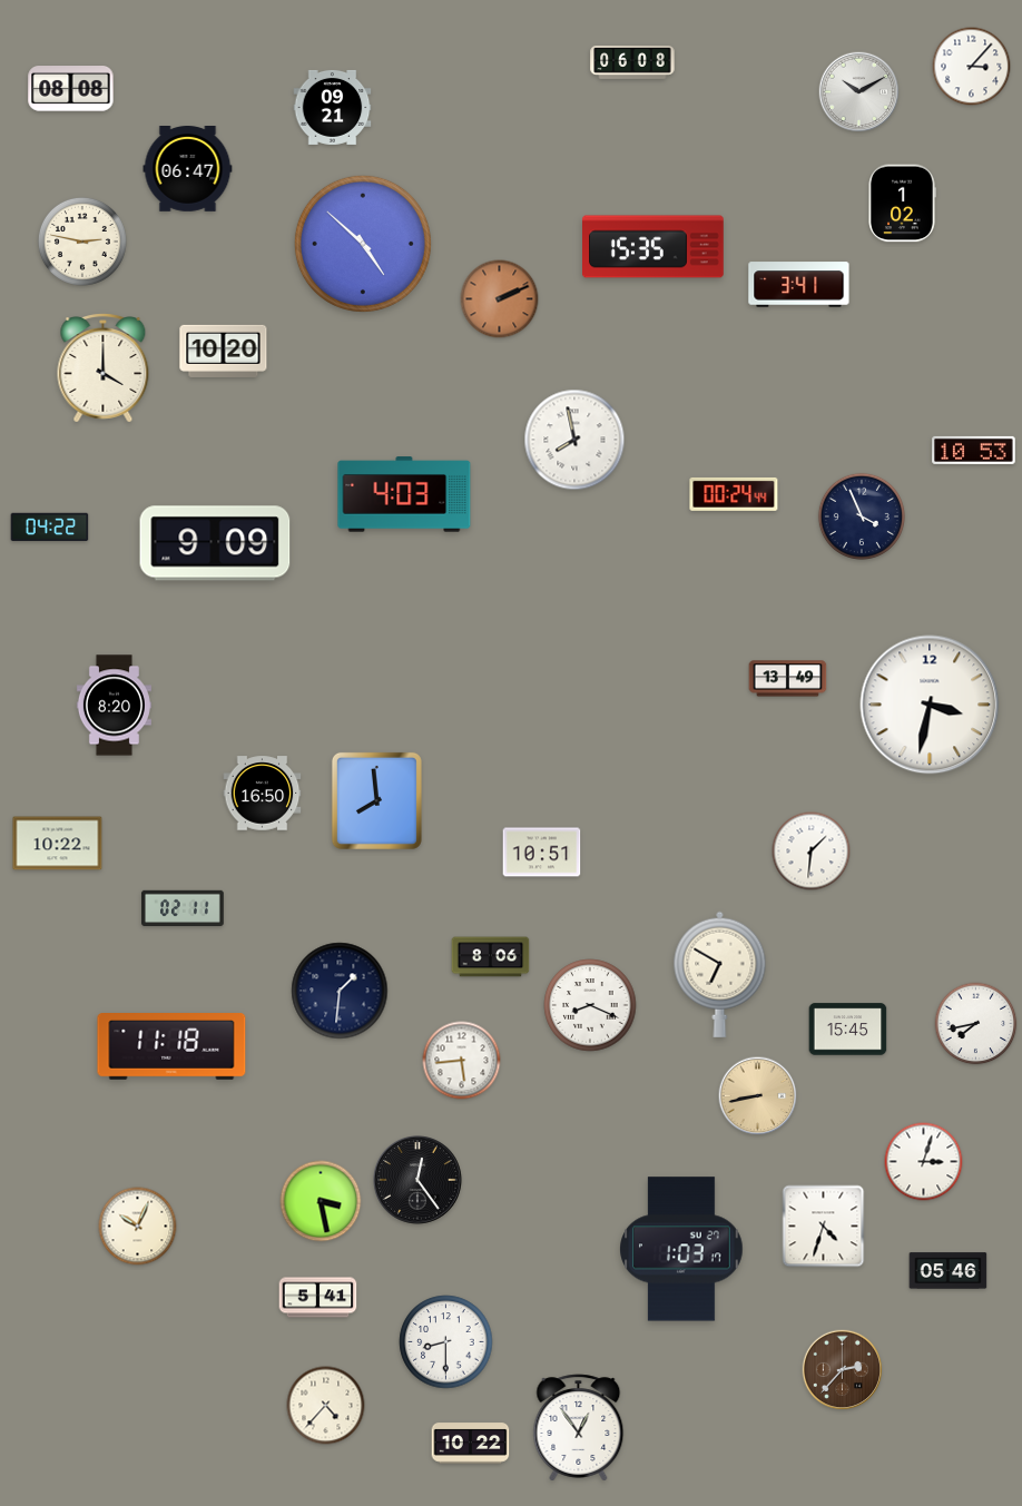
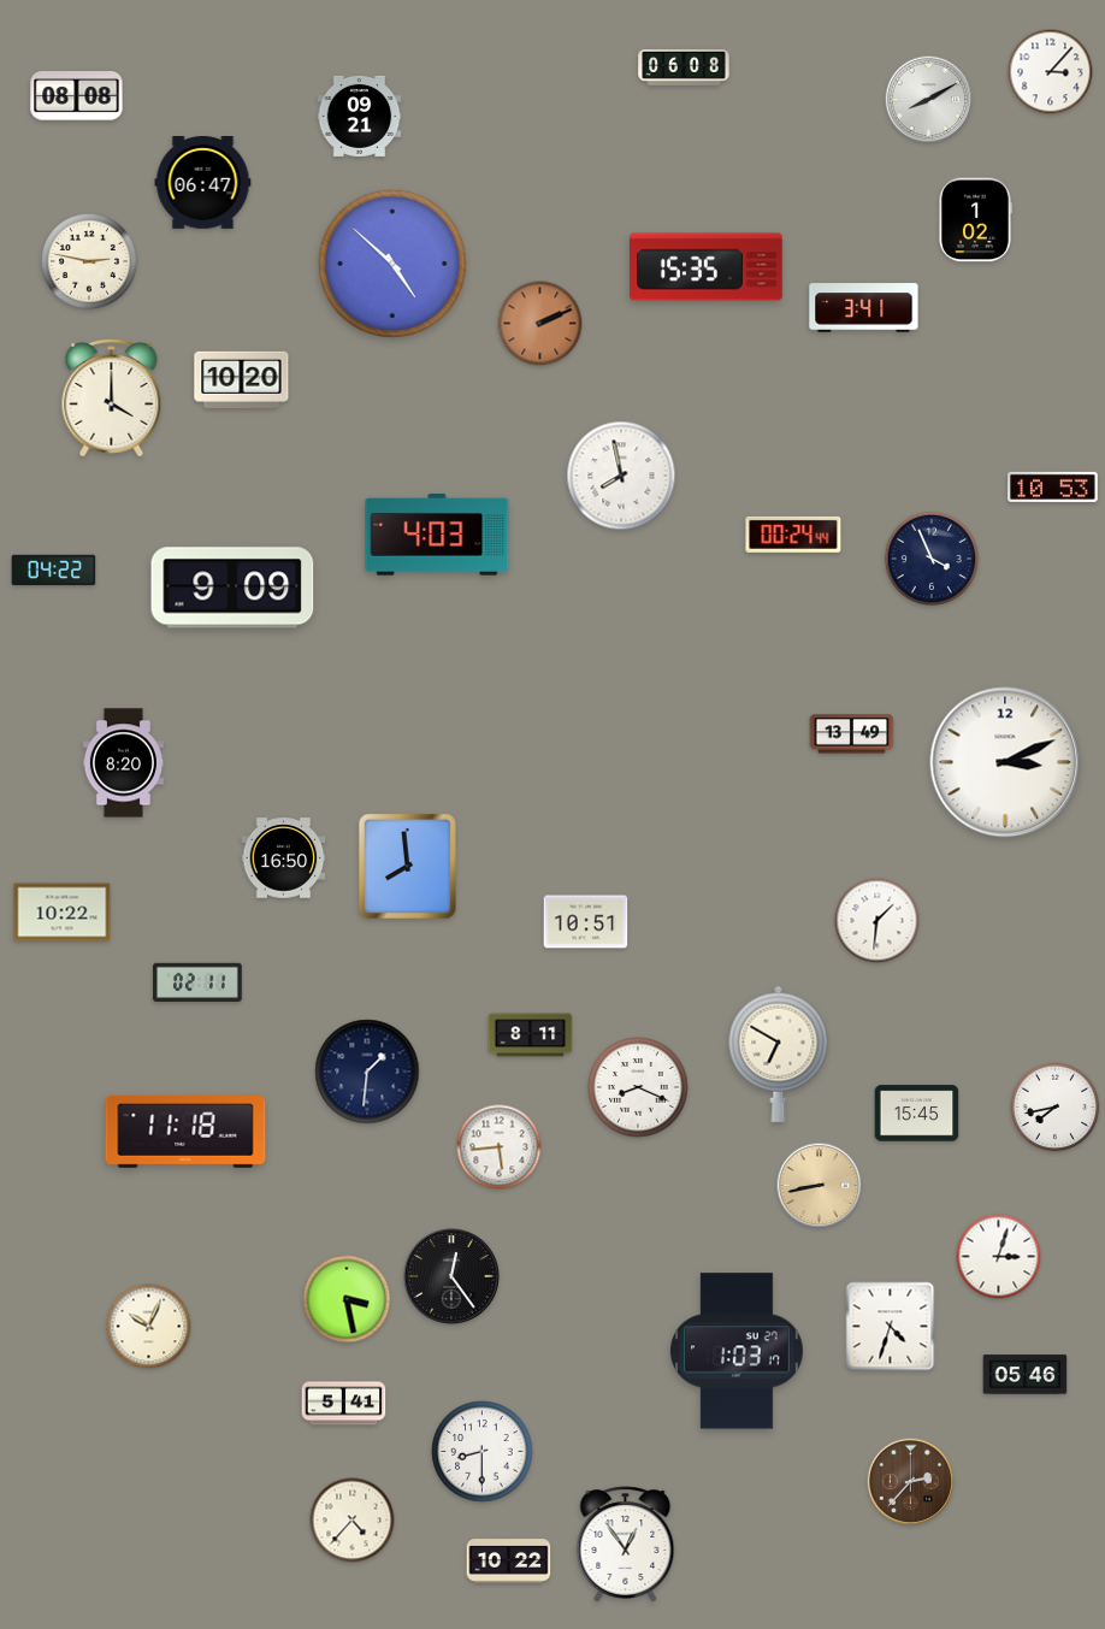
clock at (859, 92): 10:10 -> 8:10
clock at (930, 705): 3:32 -> 3:11
clock at (491, 957): 8:06 -> 8:11
